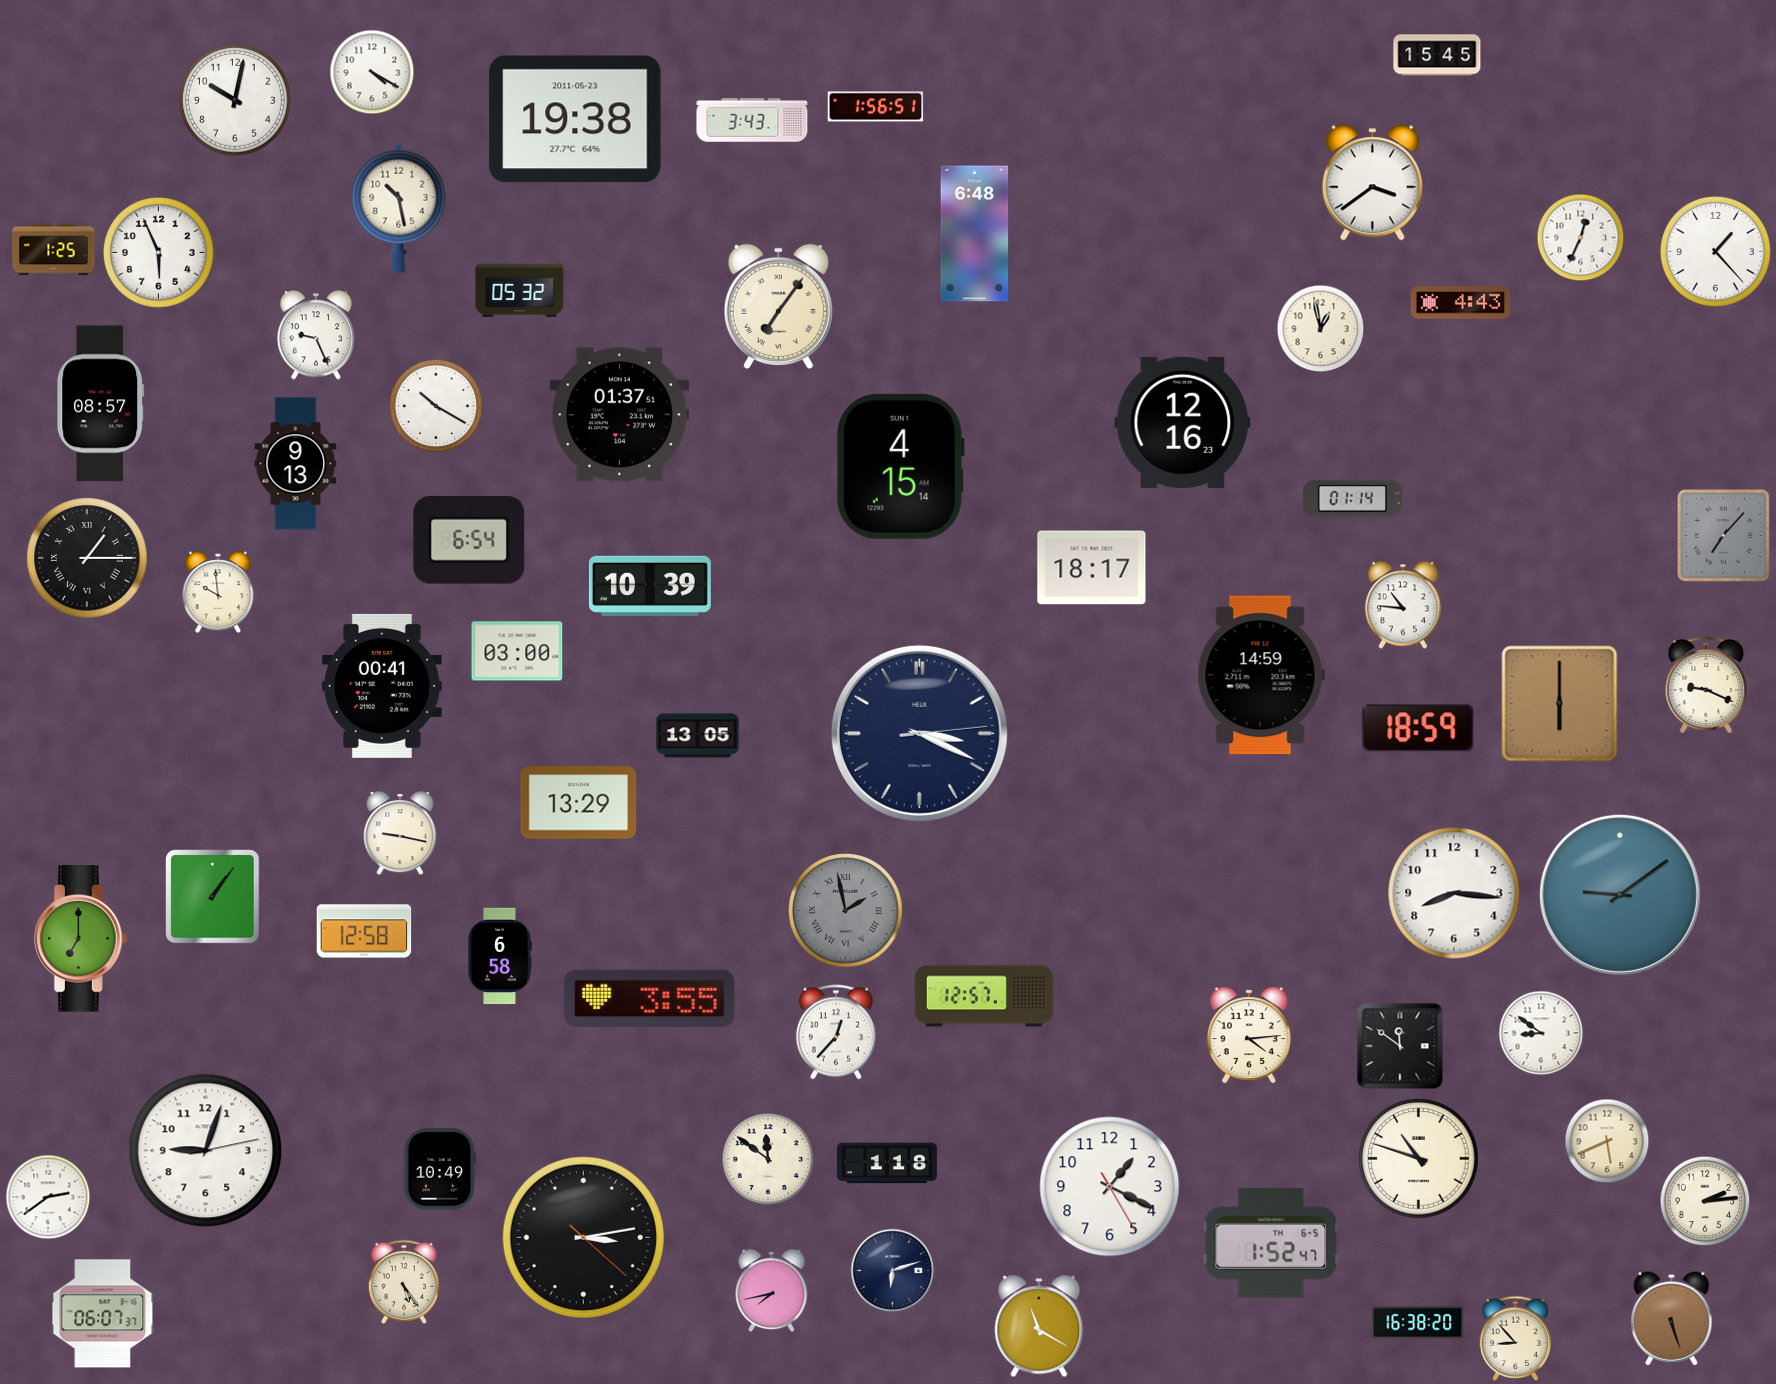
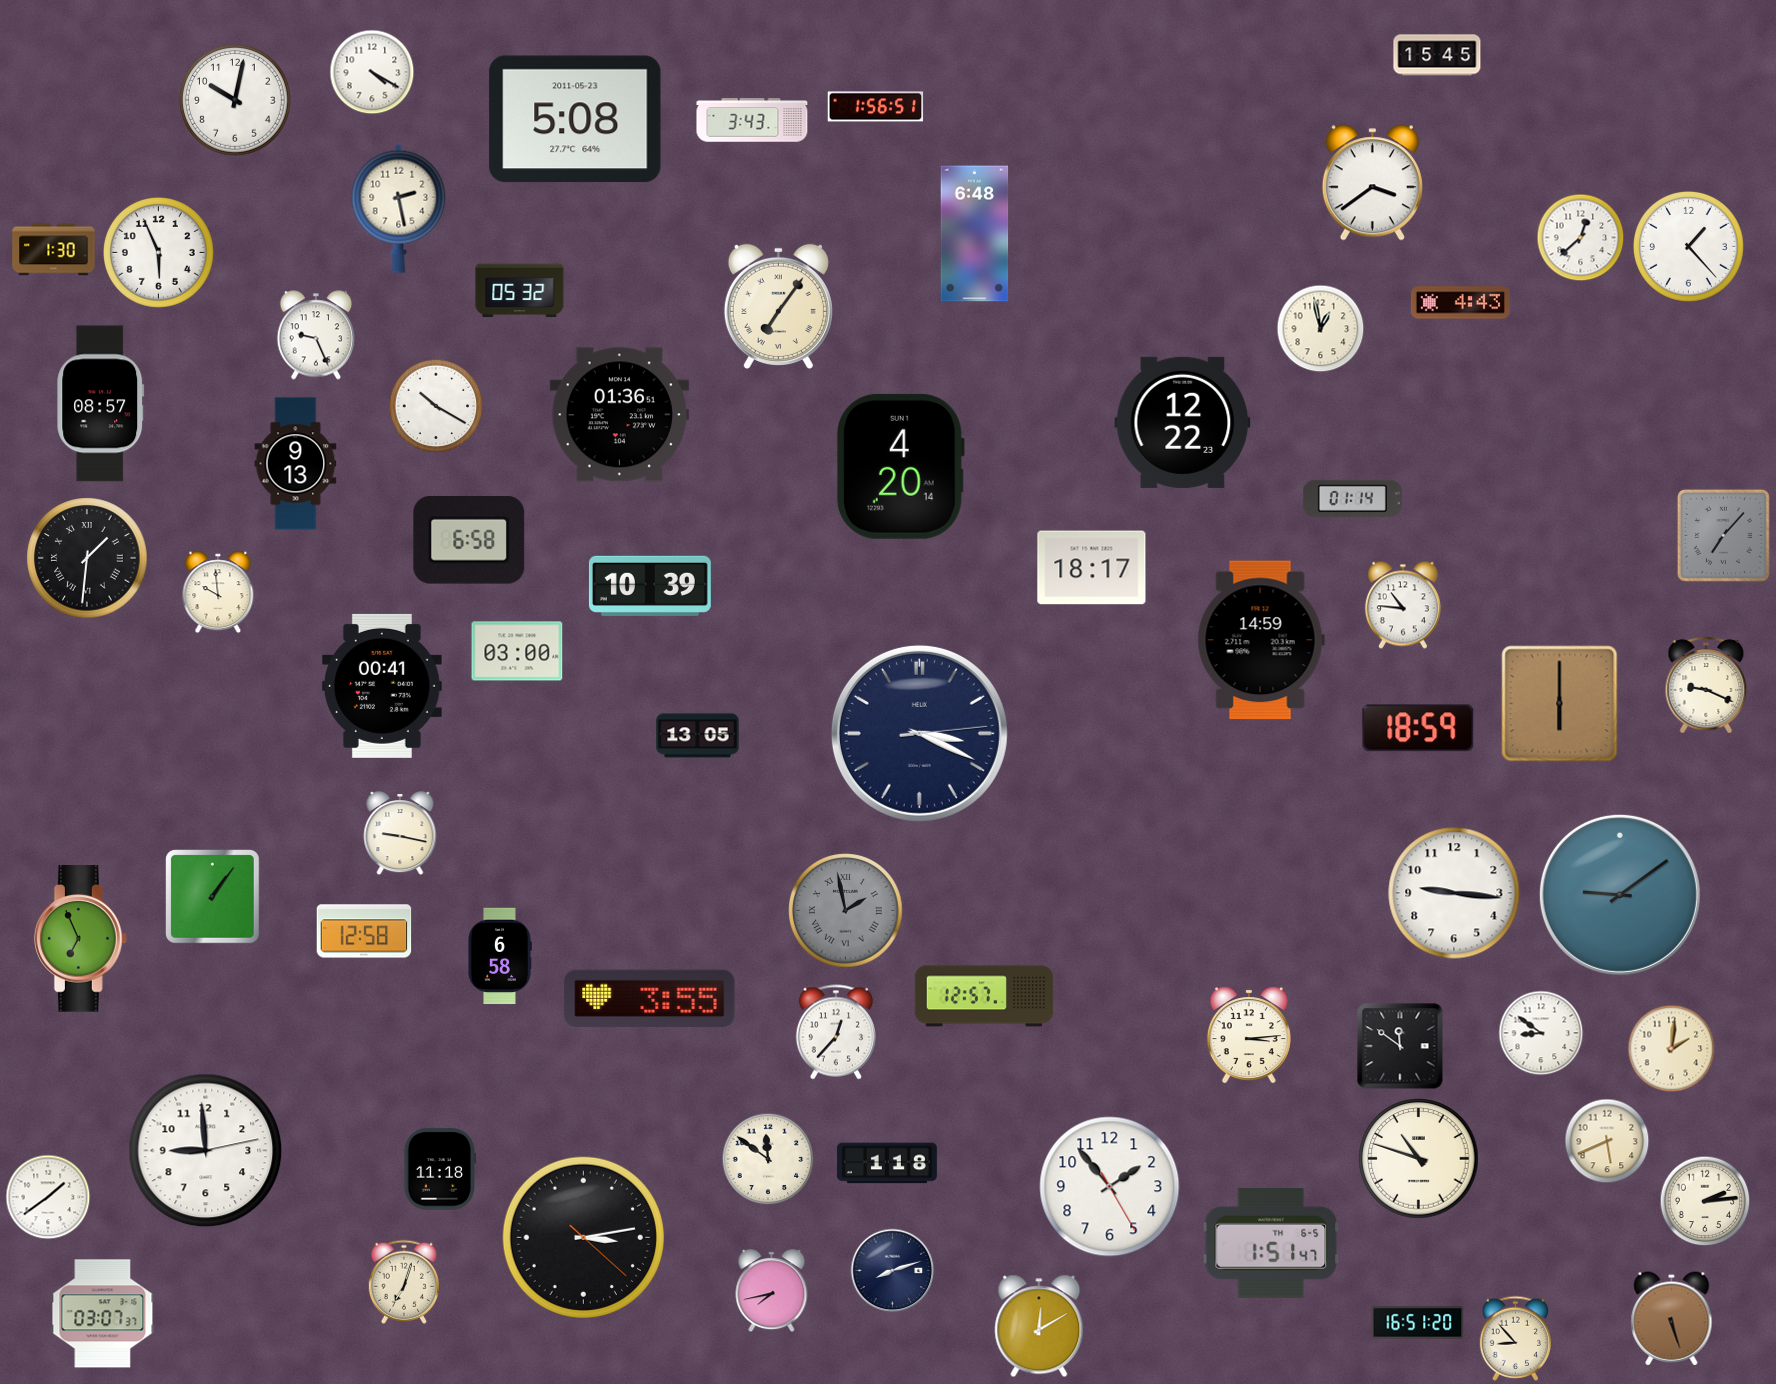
clock at (575, 119): 19:38 -> 5:08
clock at (399, 208): 10:28 -> 2:28
clock at (1581, 238): 12:34 -> 12:38
clock at (54, 250): 1:25 -> 1:30
clock at (1715, 251) position: (1715, 251) -> (1688, 246)
clock at (619, 415): 01:37 -> 01:36
clock at (1183, 422): 12:16 -> 12:22
clock at (900, 466): 4:15 -> 4:20
clock at (469, 540): 6:54 -> 6:58
clock at (87, 558): 1:15 -> 1:31
clock at (1261, 675) position: (1261, 675) -> (1261, 640)
clock at (579, 803): 13:29 -> none
clock at (1454, 893): 8:16 -> 9:16
clock at (80, 939): 7:00 -> 6:56
clock at (1249, 1035): 4:14 -> 3:14
clock at (1672, 1049): none -> 2:01
clock at (206, 1151): 9:03 -> 8:59
clock at (439, 1169): 10:49 -> 11:18
clock at (1110, 1187): 1:19 -> 1:53
clock at (48, 1197): 2:39 -> 1:39
clock at (1271, 1243): 1:52 -> 1:51
clock at (893, 1271): 6:12 -> 8:12
clock at (404, 1282): 5:24 -> 7:03
clock at (103, 1314): 06:07 -> 03:07
clock at (1418, 1323): 16:38 -> 16:51
clock at (1039, 1326): 11:20 -> 12:10
